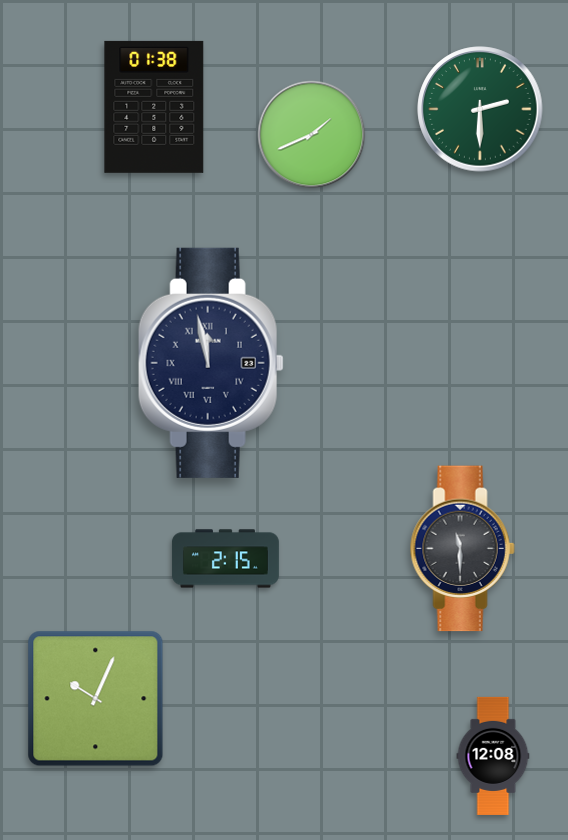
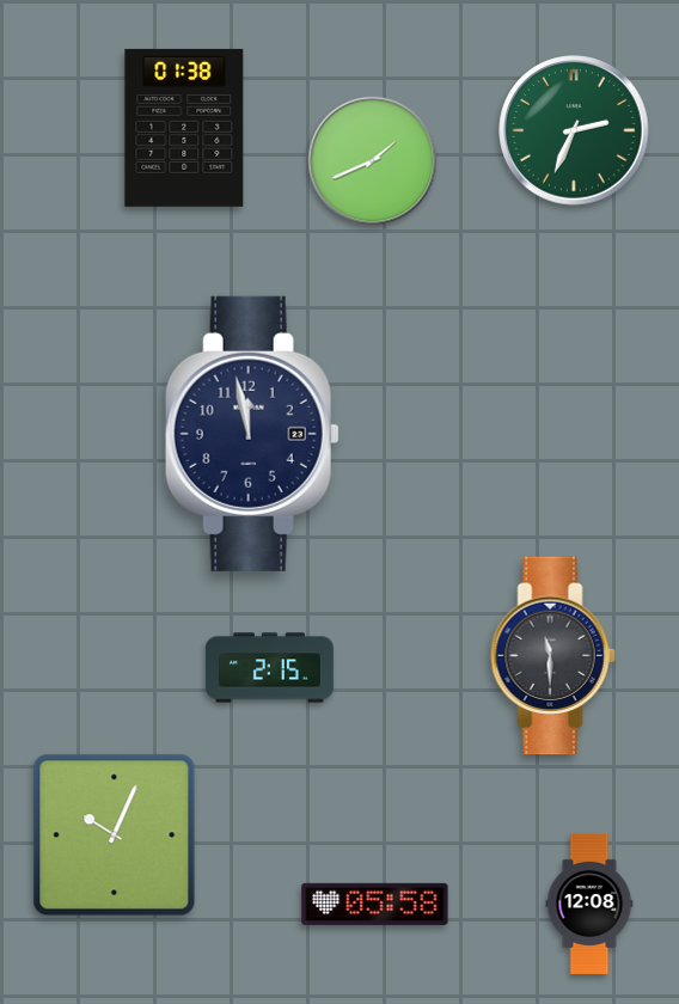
clock at (480, 109): 2:30 -> 2:34
clock at (211, 363) numerals: Roman -> Arabic
clock at (375, 904): none -> 05:58
